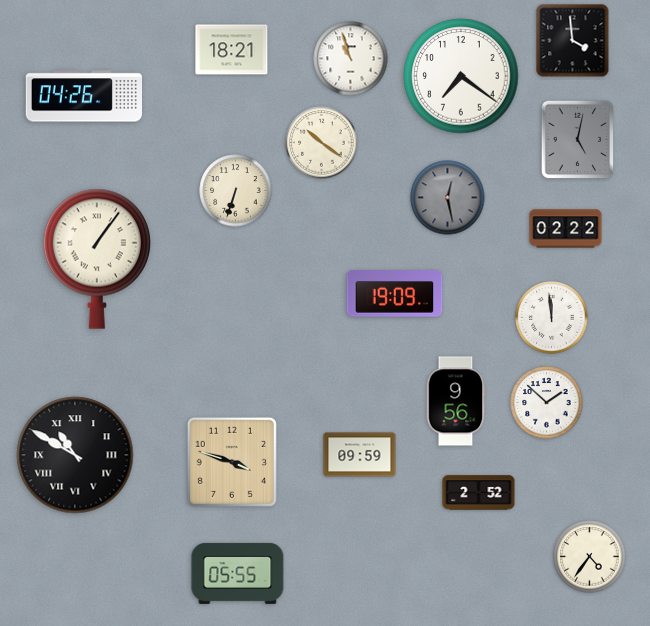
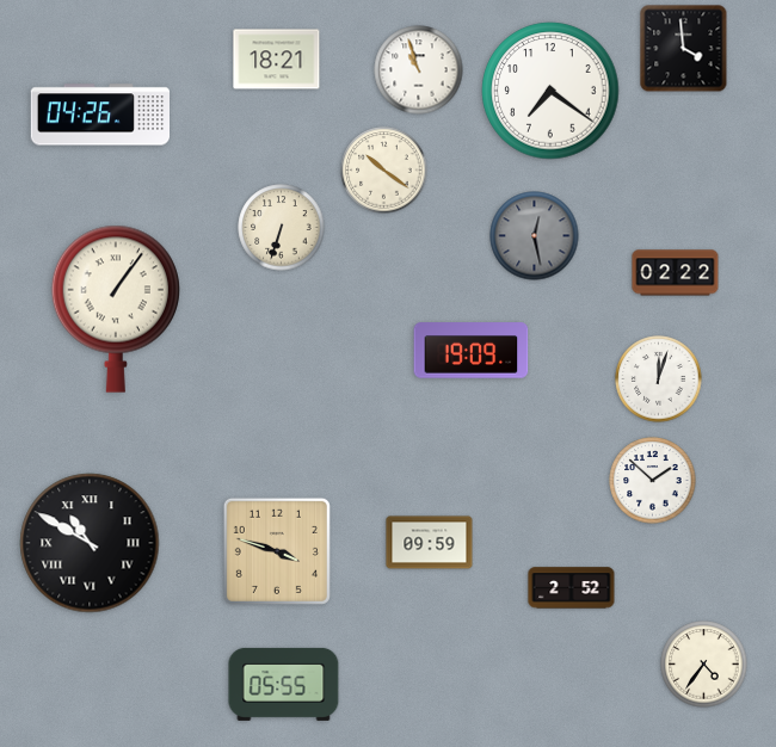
clock at (578, 140): 5:02 -> none
clock at (552, 318): 11:59 -> 12:03
clock at (456, 401): 9:56 -> none
